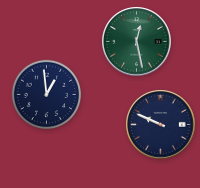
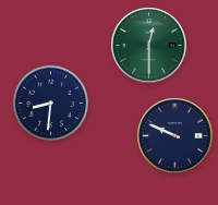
clock at (137, 42): 12:28 -> 12:30
clock at (47, 95): 12:59 -> 8:31
